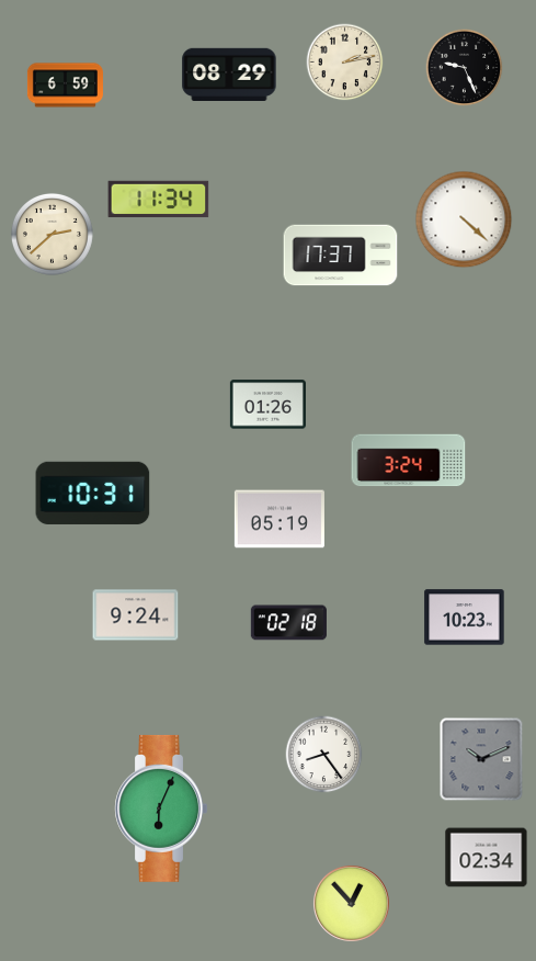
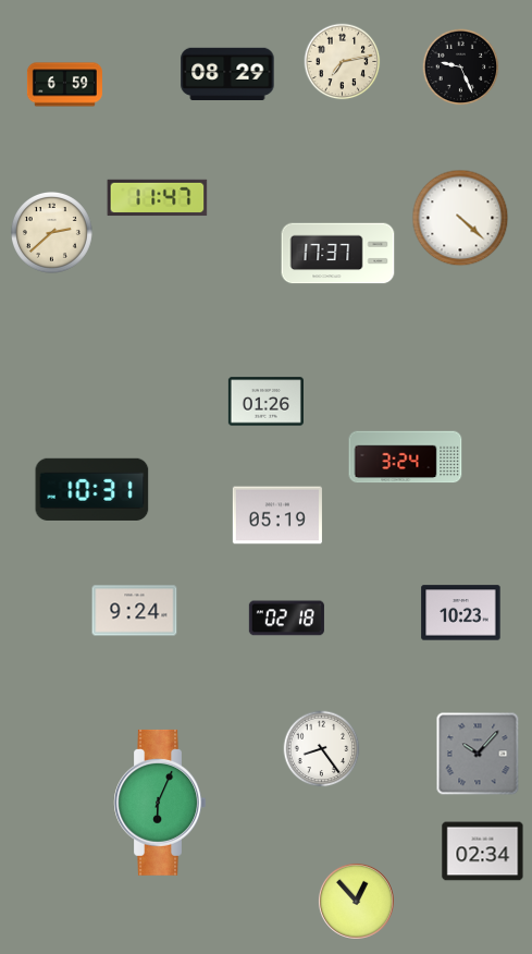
clock at (345, 63): 2:13 -> 7:13
clock at (159, 200): 11:34 -> 11:47
clock at (481, 759): 10:11 -> 10:07
clock at (351, 903) position: (351, 903) -> (356, 901)
